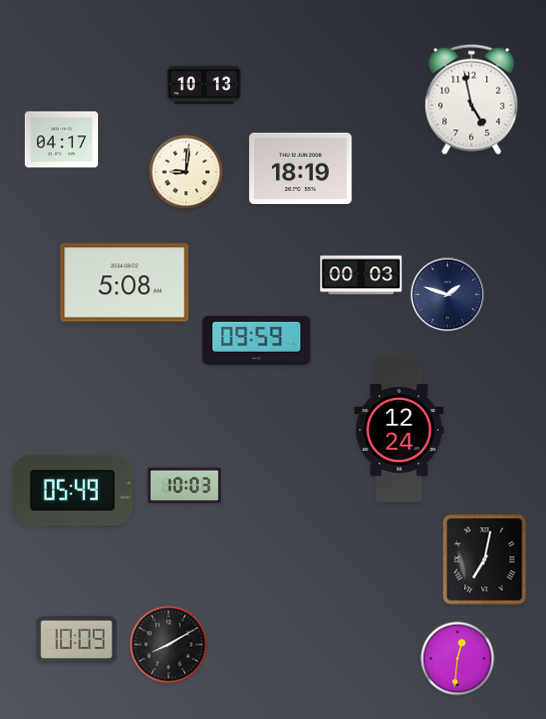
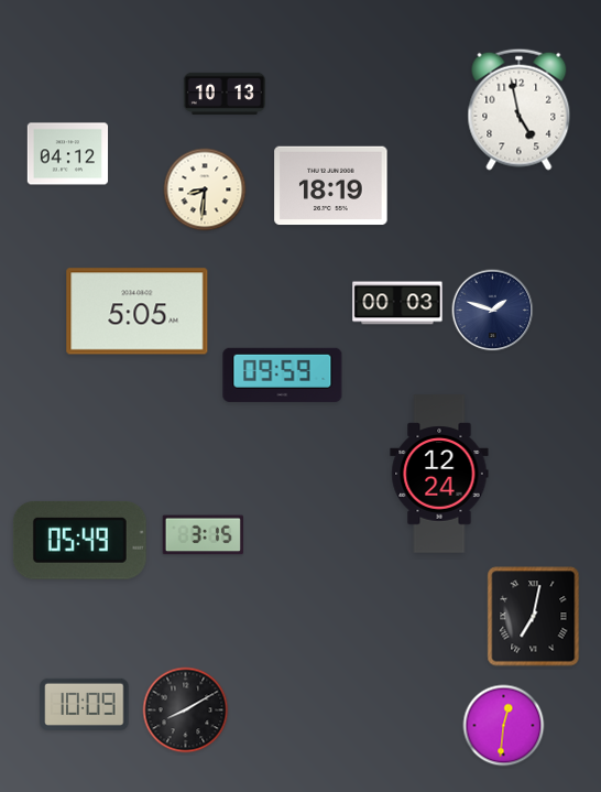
clock at (62, 140): 04:17 -> 04:12
clock at (186, 172): 9:01 -> 8:31
clock at (125, 283): 5:08 -> 5:05
clock at (448, 295) position: (448, 295) -> (493, 311)
clock at (184, 486): 10:03 -> 3:15
